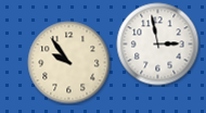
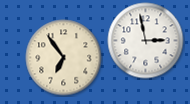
clock at (69, 63): 9:54 -> 6:54
